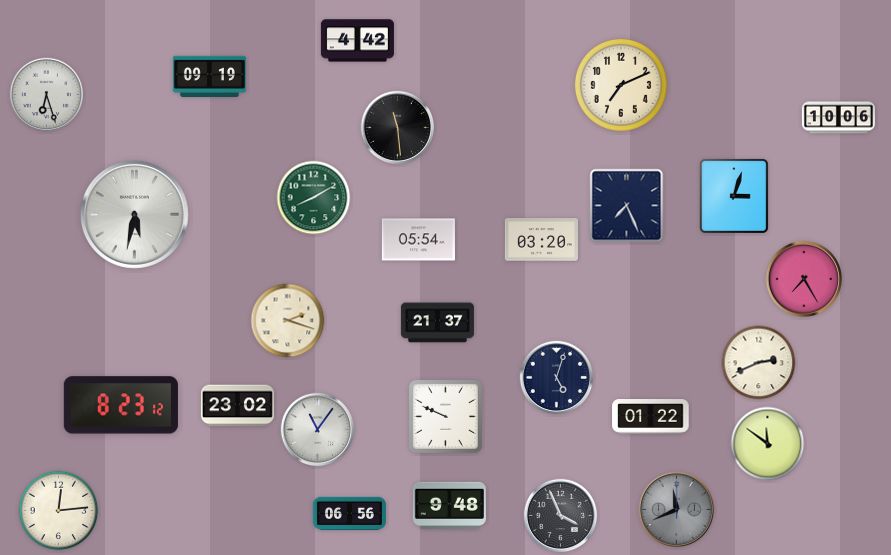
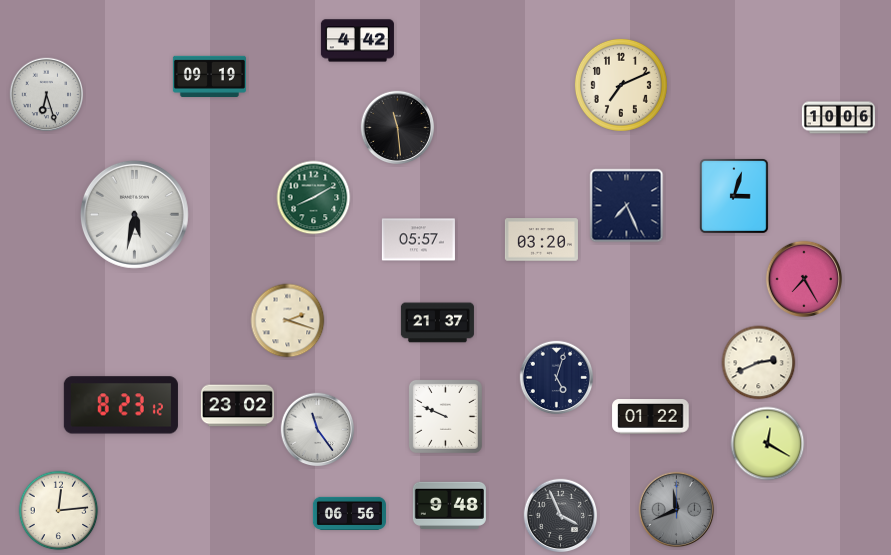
clock at (418, 240): 05:54 -> 05:57
clock at (318, 430): 11:06 -> 11:24
clock at (768, 444): 11:51 -> 12:20
